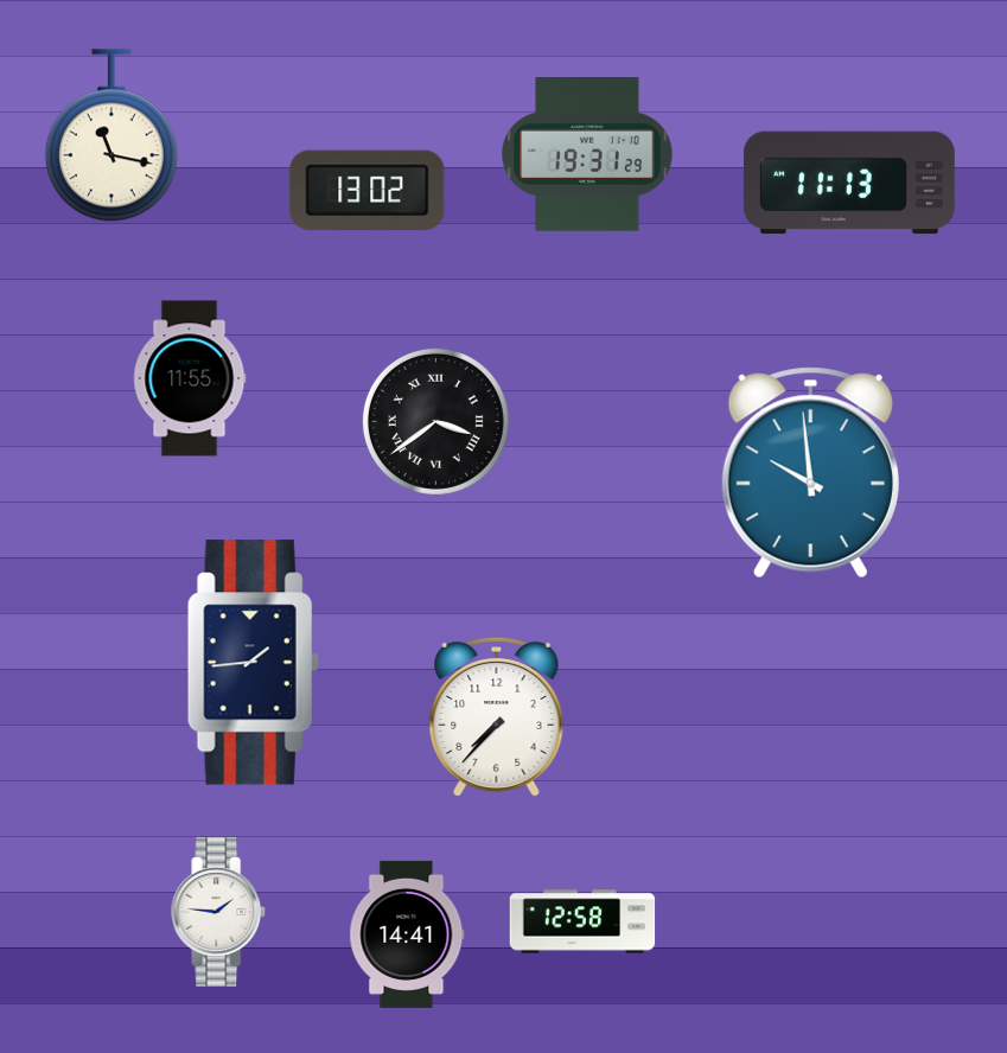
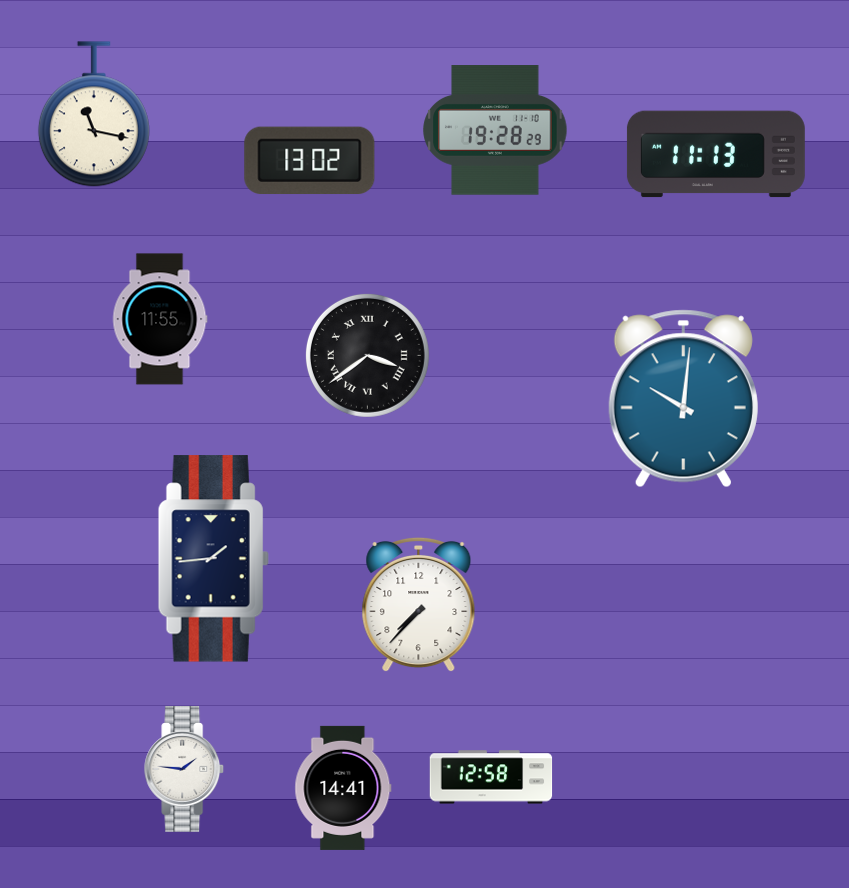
clock at (587, 154): 19:31 -> 19:28
clock at (810, 473): 9:59 -> 10:01
